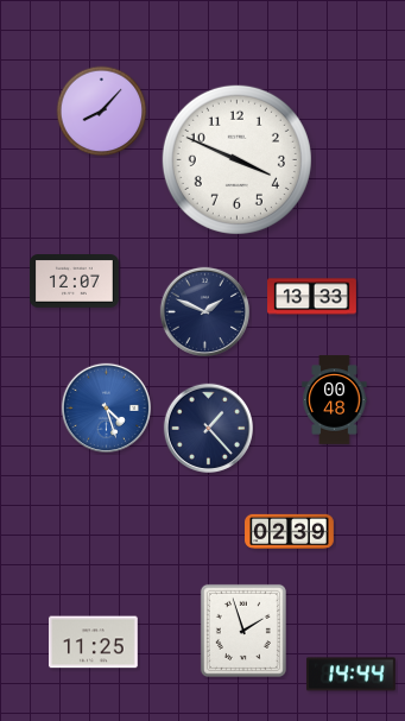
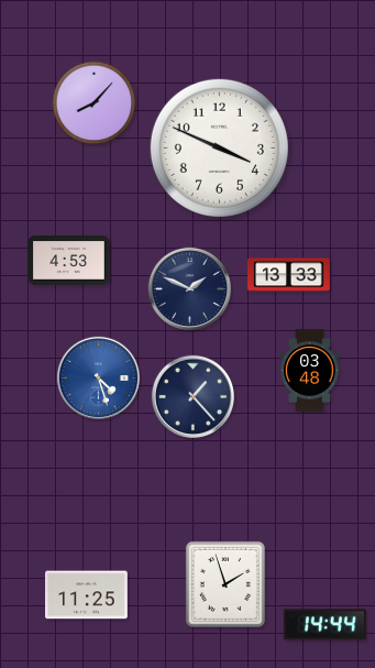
clock at (75, 282): 12:07 -> 4:53
clock at (335, 400): 00:48 -> 03:48
clock at (290, 531): 02:39 -> none
